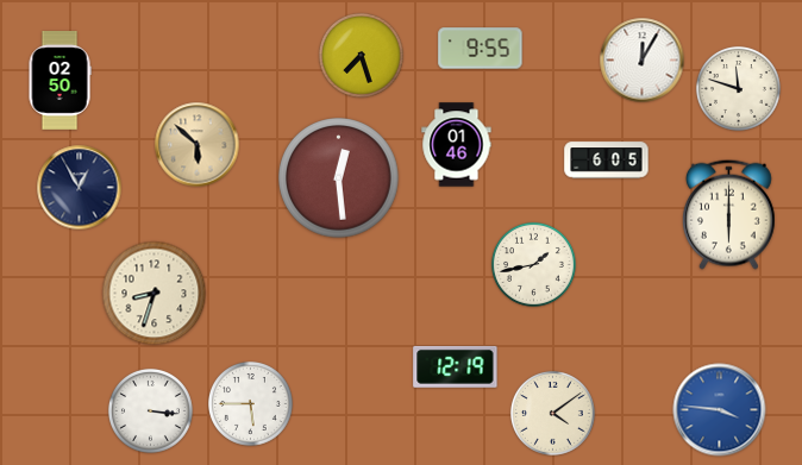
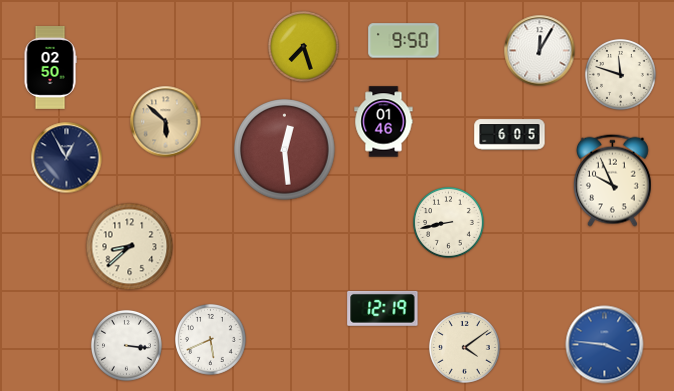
clock at (481, 49): 9:55 -> 9:50
clock at (728, 214): 6:00 -> 9:56
clock at (533, 264): 1:43 -> 8:43
clock at (155, 294): 8:33 -> 8:38
clock at (250, 403): 5:45 -> 5:41
